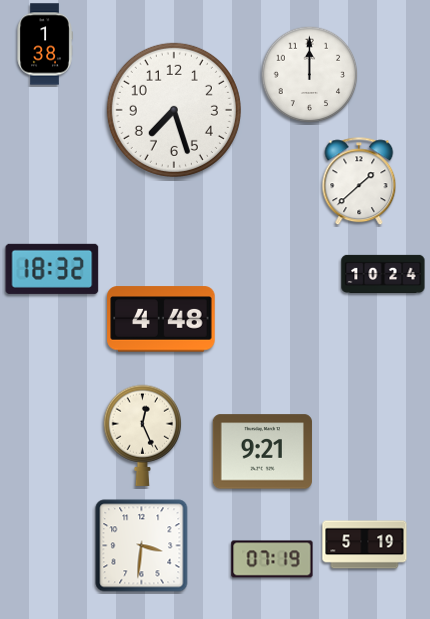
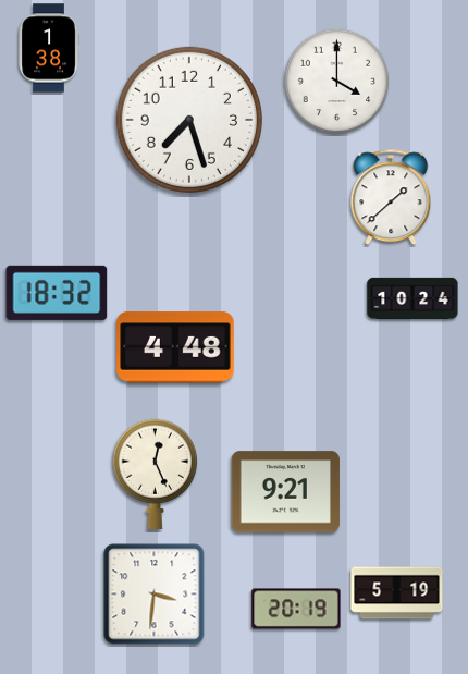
clock at (310, 75): 12:00 -> 4:00
clock at (383, 274) position: (383, 274) -> (412, 298)
clock at (272, 559): 07:19 -> 20:19
